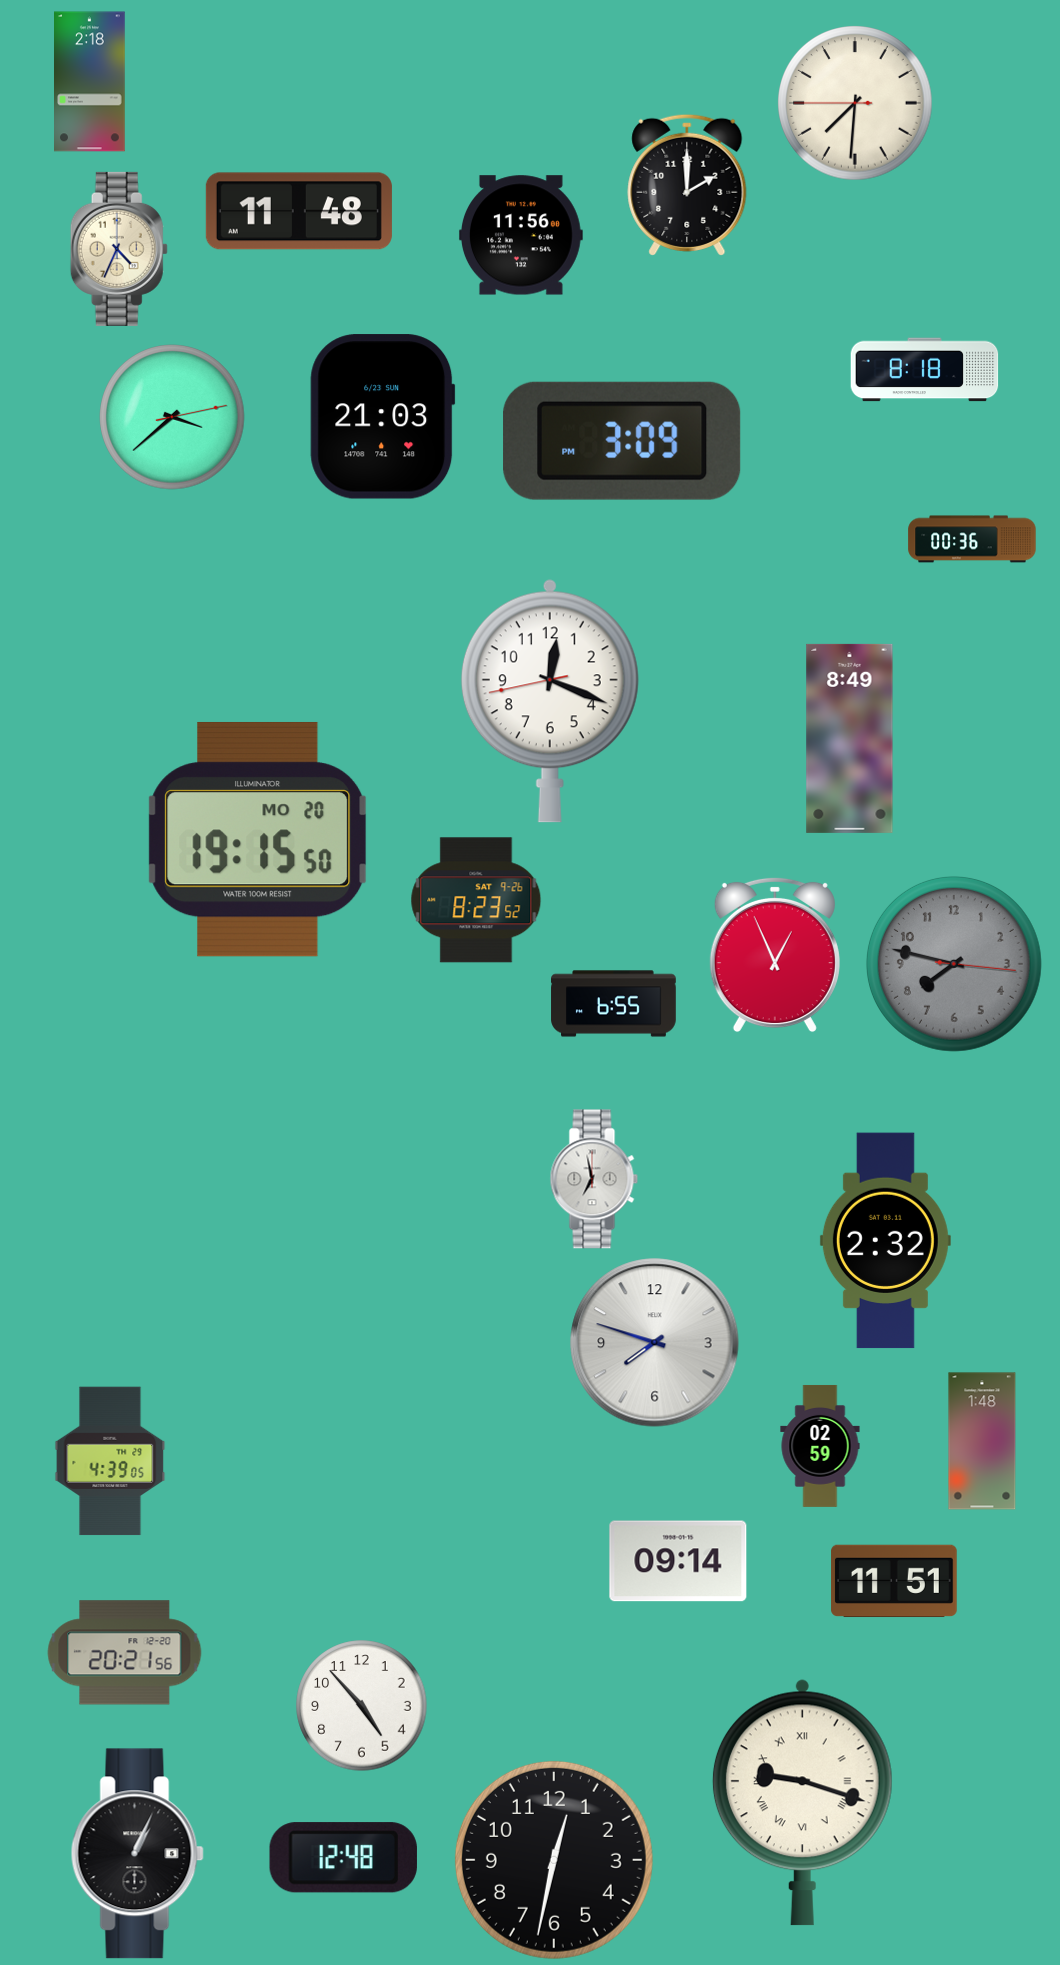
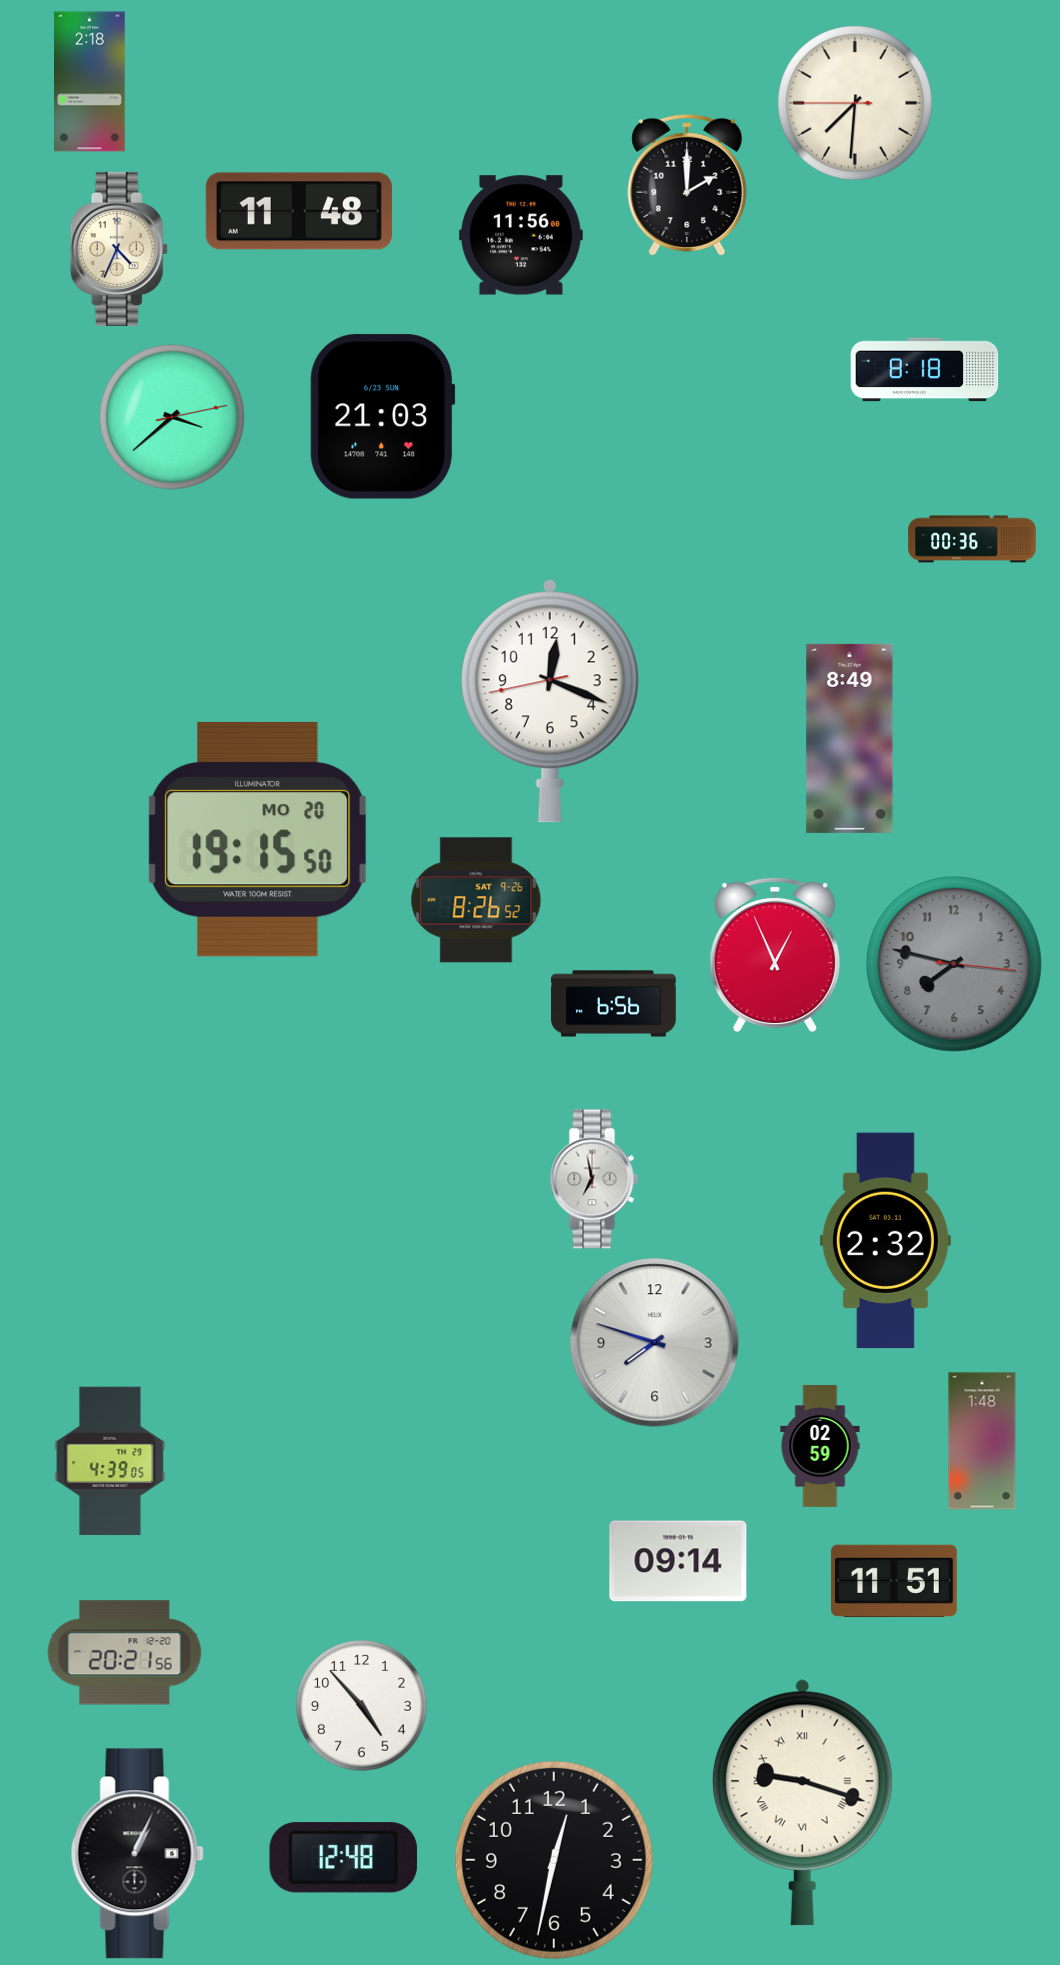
clock at (622, 441): 3:09 -> none
clock at (476, 900): 8:23 -> 8:26
clock at (614, 1004): 6:55 -> 6:56
